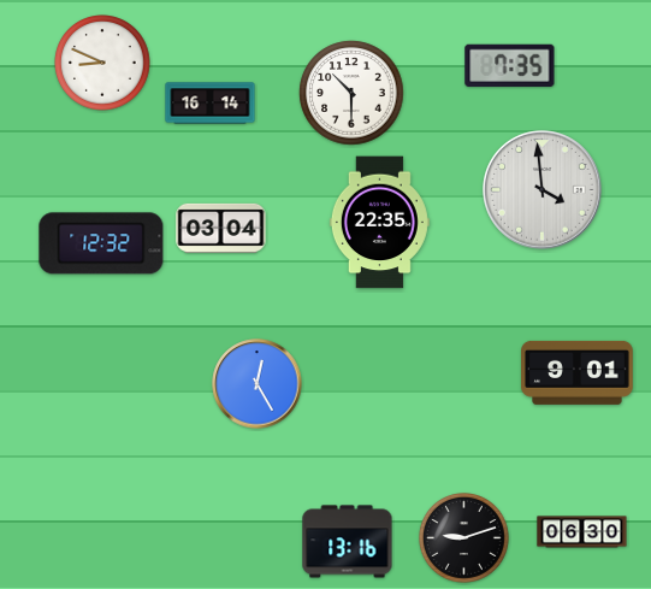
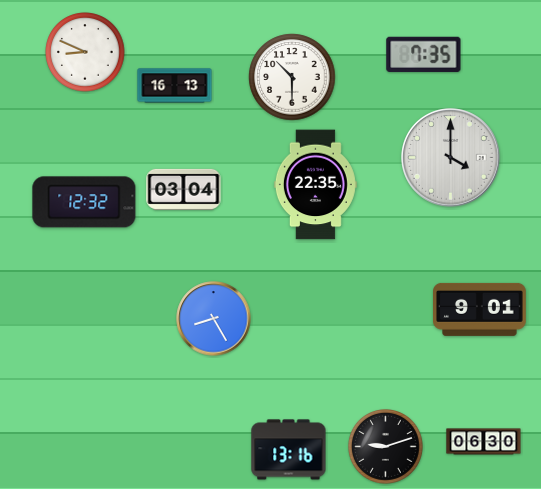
clock at (211, 104): 16:14 -> 16:13
clock at (543, 190): 3:59 -> 4:00
clock at (258, 384): 12:25 -> 8:25
